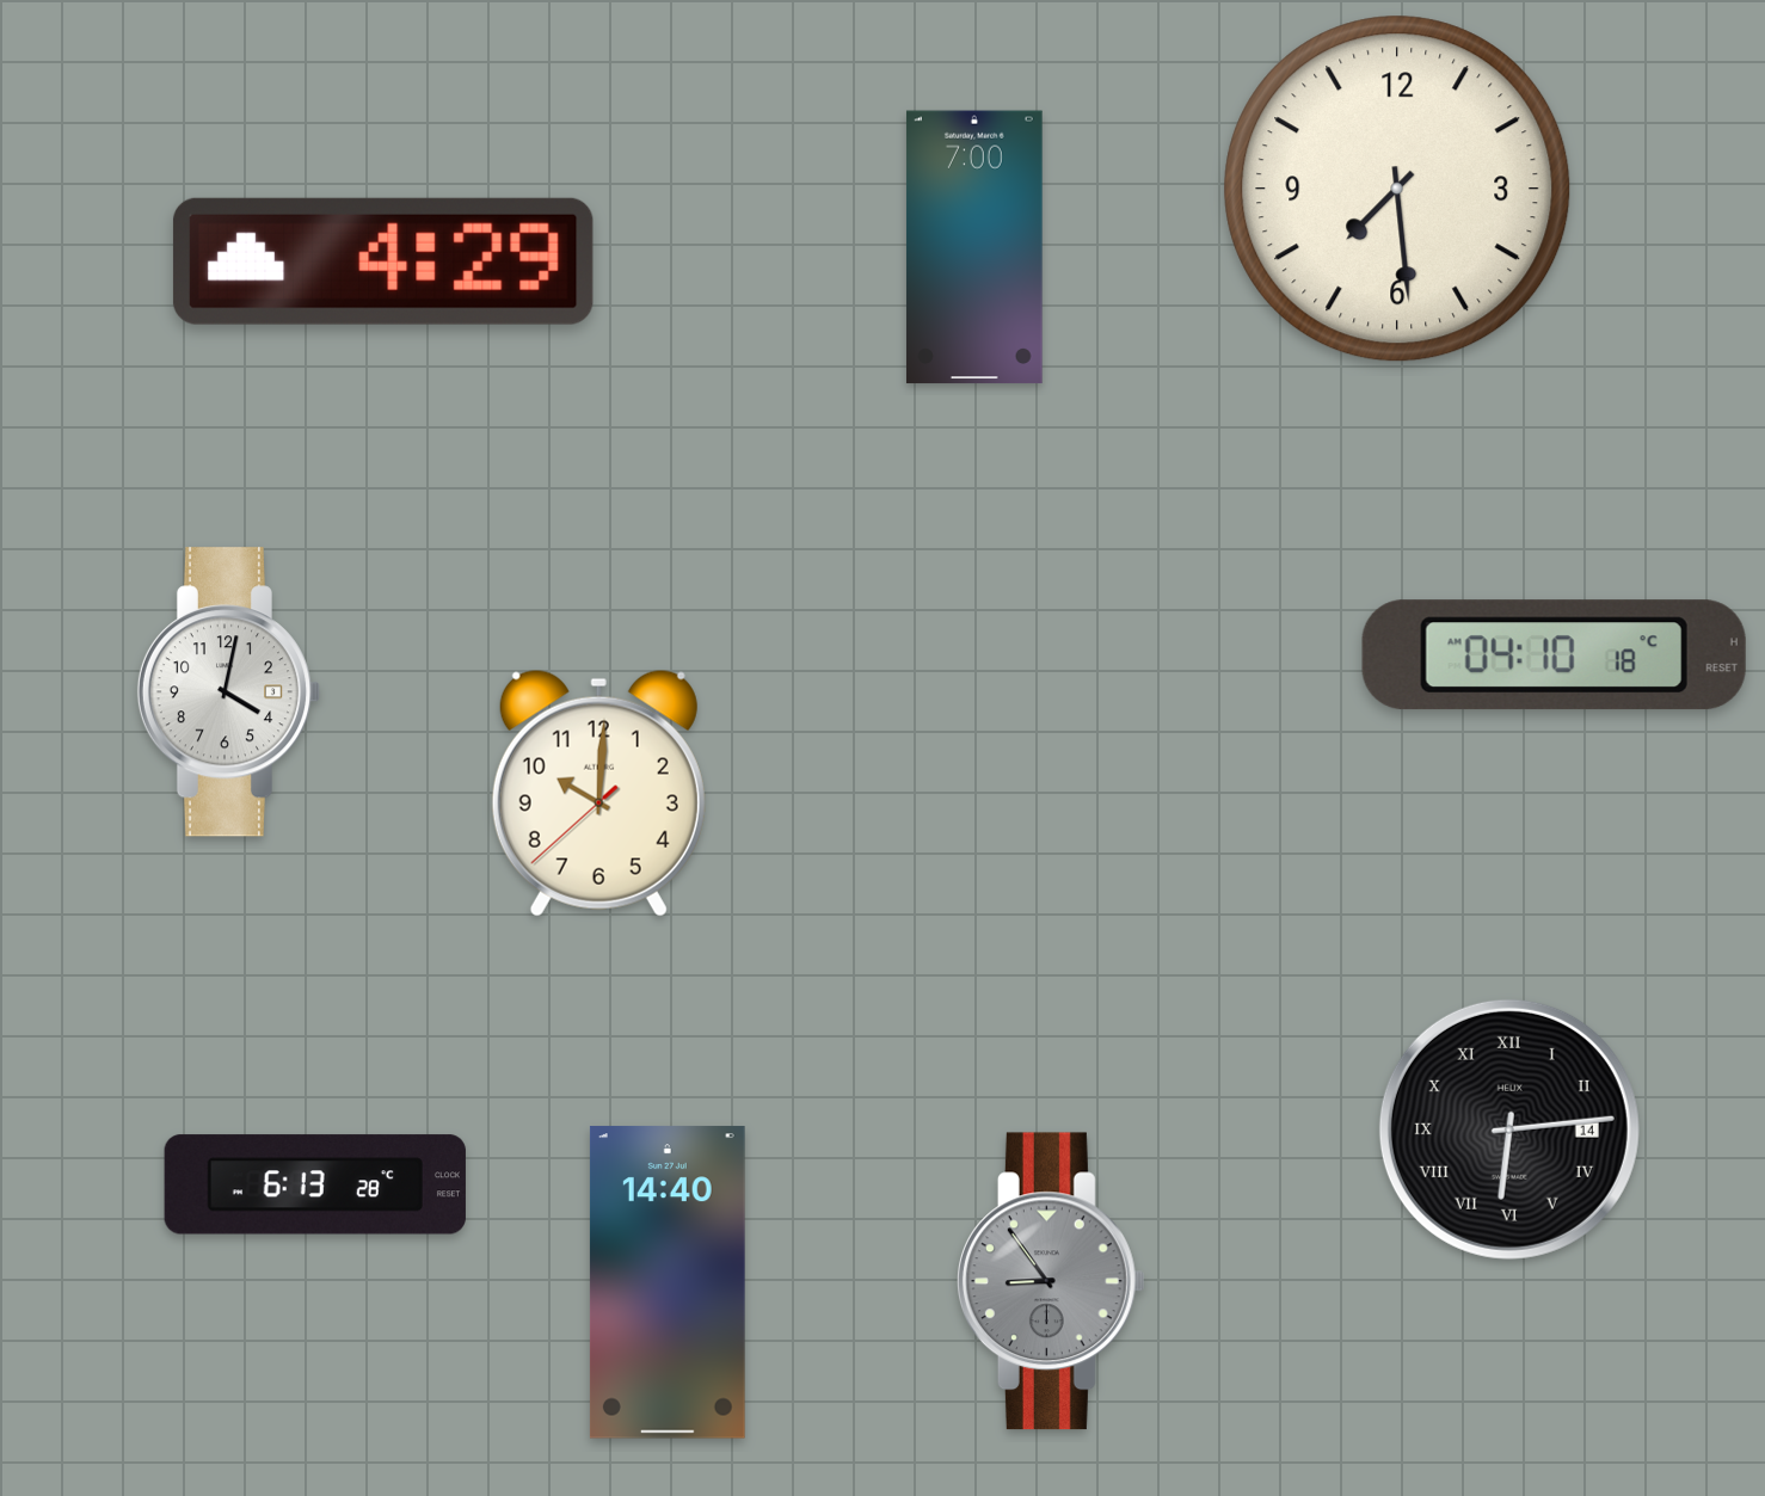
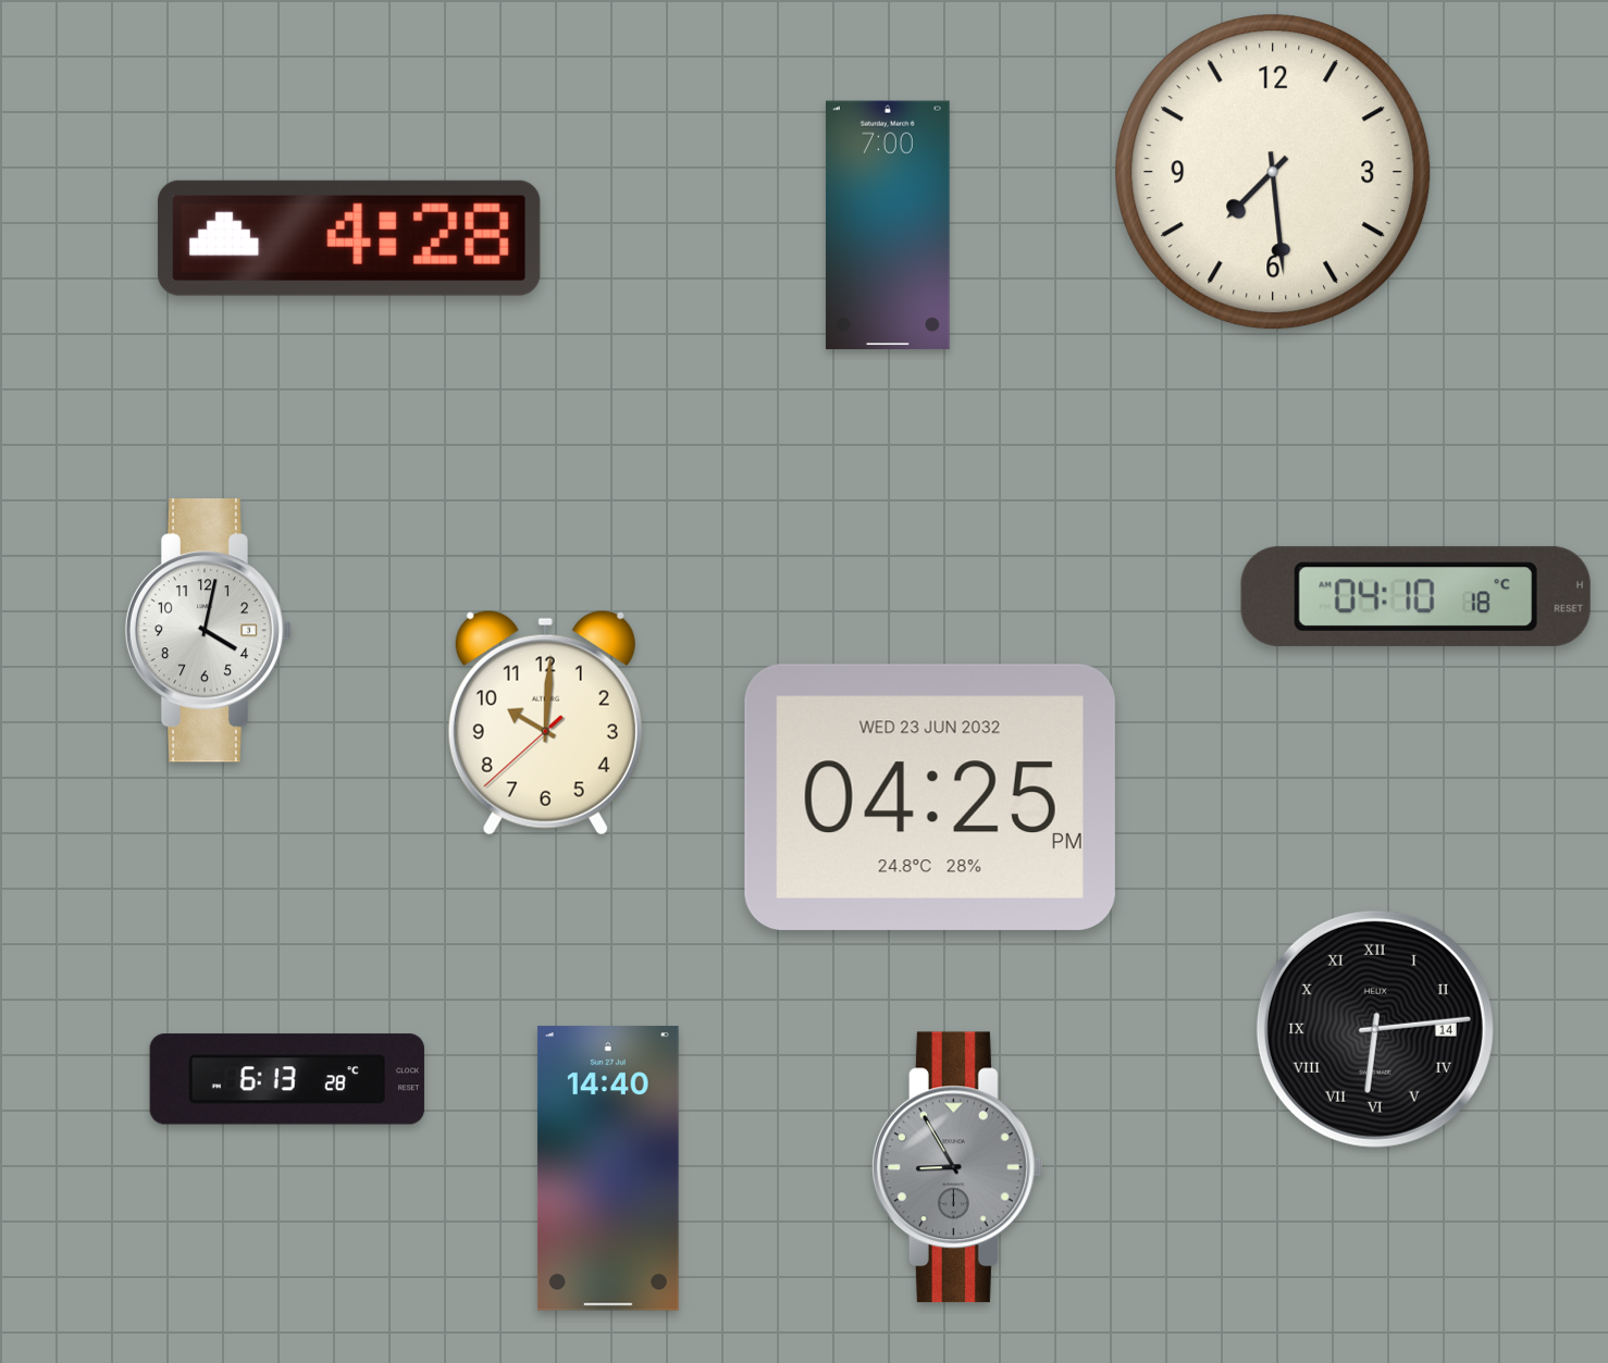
clock at (383, 261): 4:29 -> 4:28
clock at (930, 797): none -> 04:25
clock at (1051, 1281): 8:54 -> 8:55
